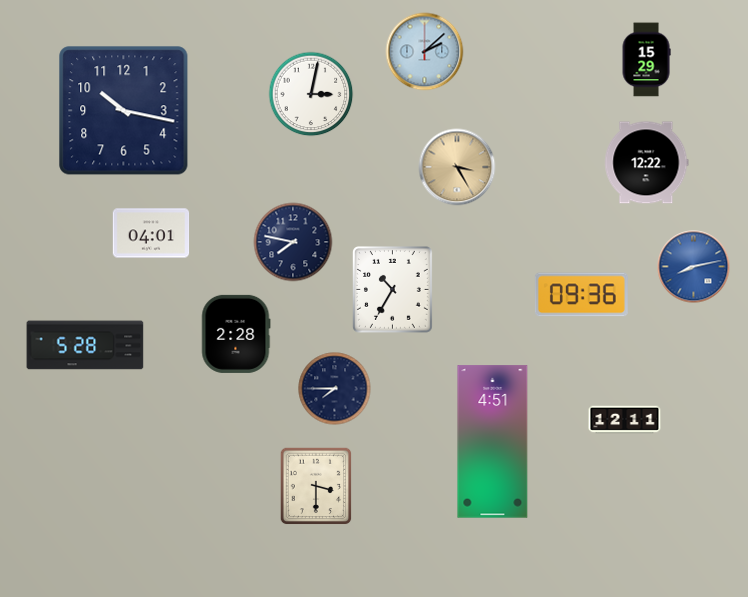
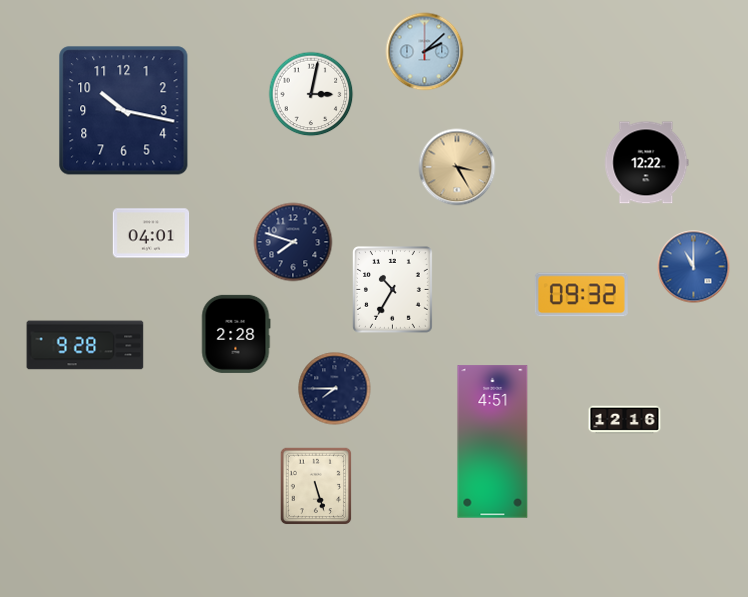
clock at (646, 60): 15:29 -> none
clock at (293, 242): 7:47 -> 7:48
clock at (694, 267): 8:13 -> 11:00
clock at (581, 295): 09:36 -> 09:32
clock at (85, 345): 5:28 -> 9:28
clock at (625, 420): 12:11 -> 12:16
clock at (316, 486): 3:30 -> 5:27
